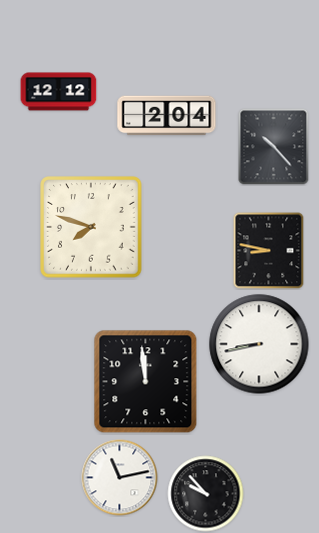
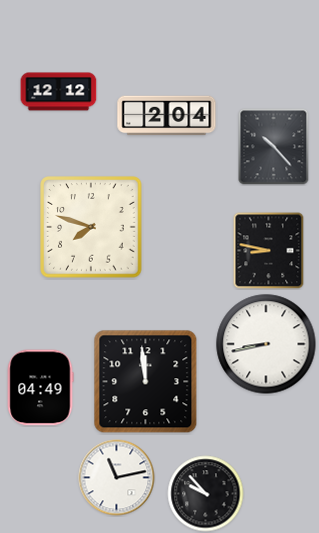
clock at (259, 344) position: (259, 344) -> (266, 344)
clock at (40, 388): none -> 04:49
clock at (120, 478) position: (120, 478) -> (117, 478)
